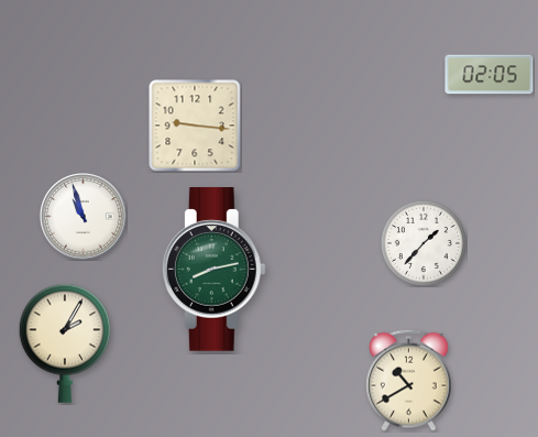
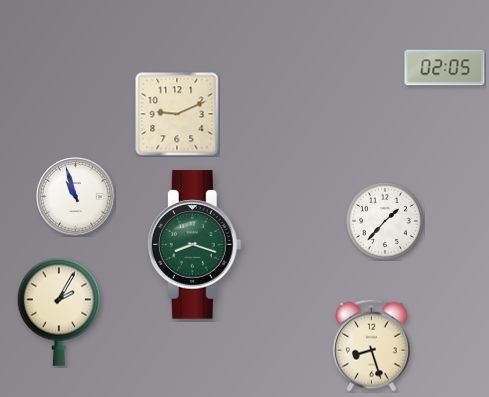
clock at (195, 125): 9:16 -> 9:11
clock at (213, 270): 8:13 -> 8:18
clock at (409, 380): 10:40 -> 8:27
